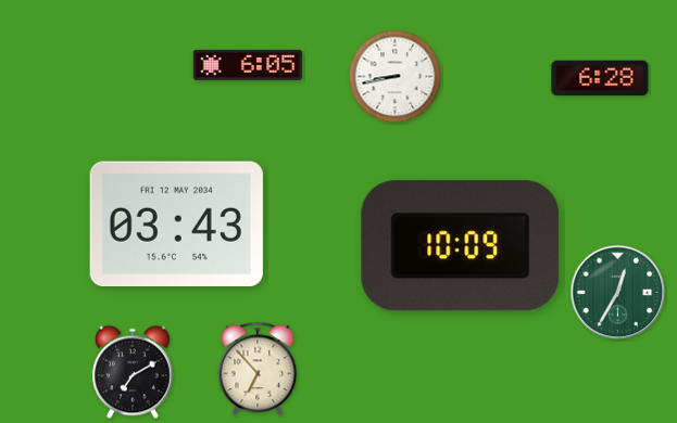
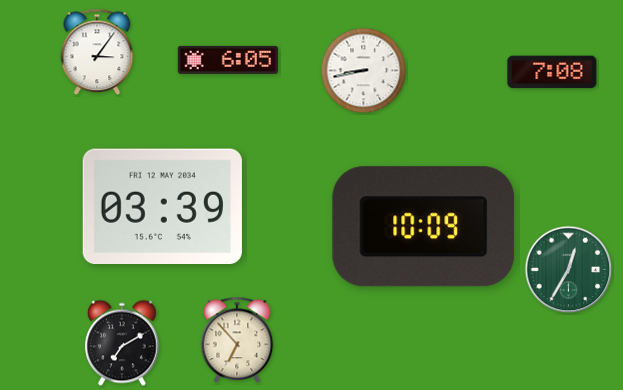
clock at (97, 52): none -> 3:06
clock at (600, 78): 6:28 -> 7:08
clock at (176, 225): 03:43 -> 03:39
